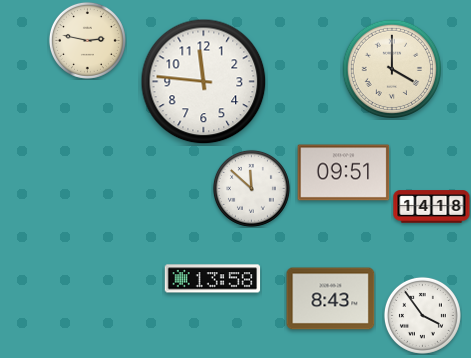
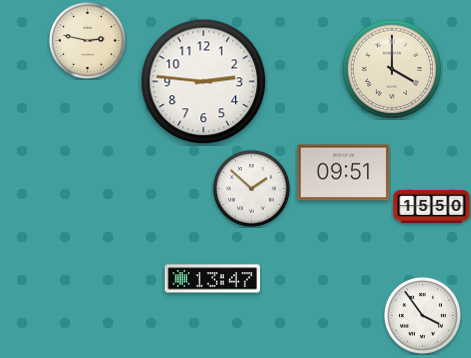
clock at (204, 82): 11:46 -> 2:46
clock at (251, 188): 11:52 -> 1:52
clock at (432, 207): 14:18 -> 15:50
clock at (213, 279): 13:58 -> 13:47
clock at (331, 299): 8:43 -> none
